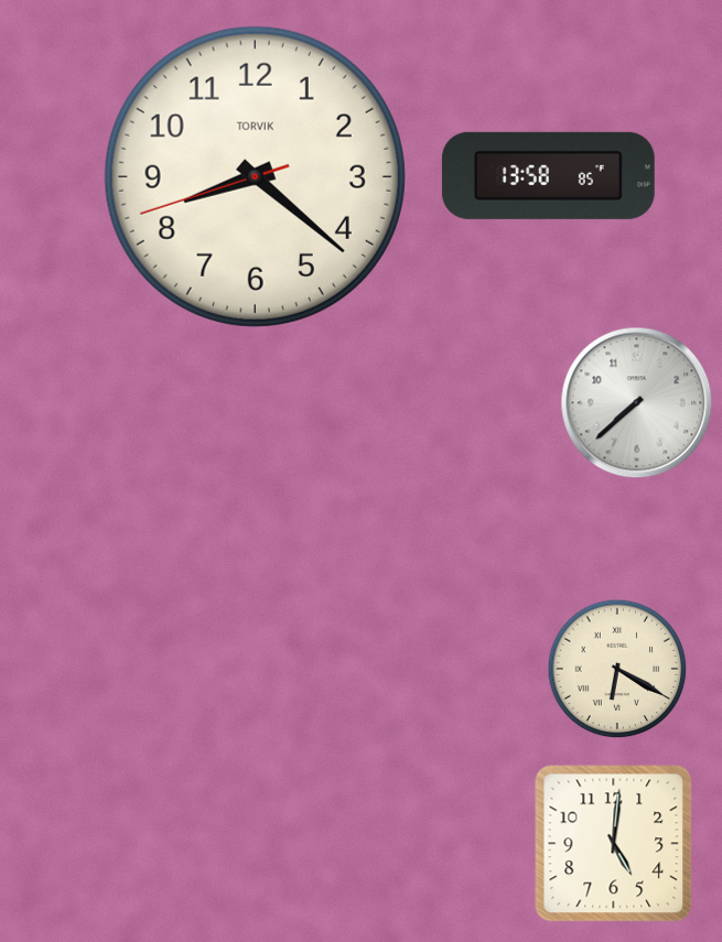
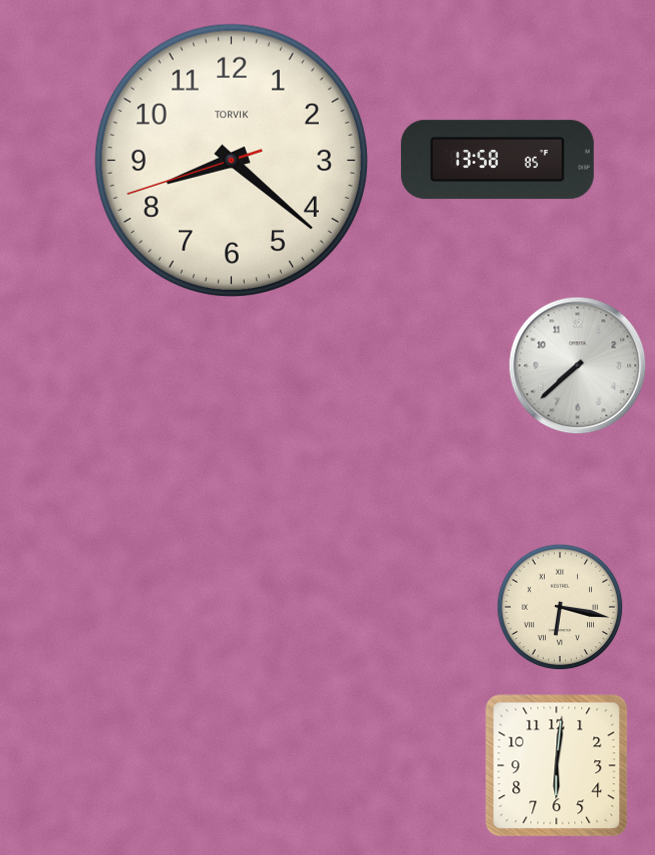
clock at (617, 669): 6:20 -> 6:17
clock at (614, 844): 5:01 -> 6:01
